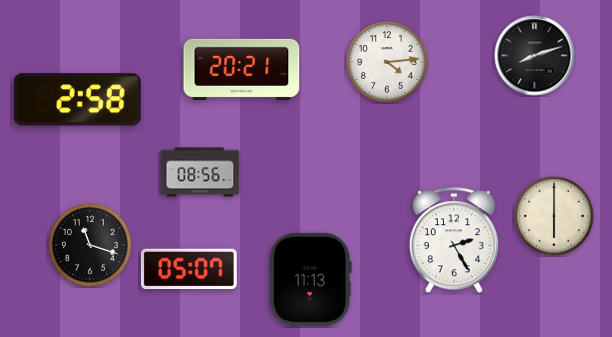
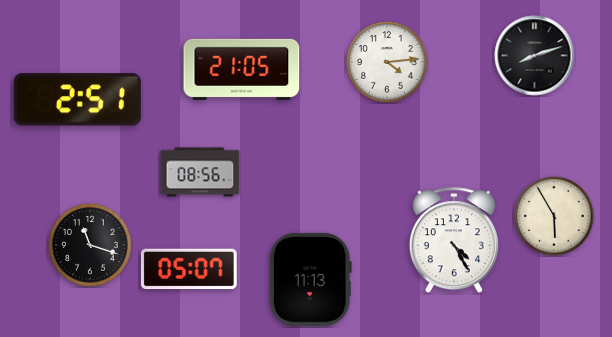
clock at (242, 69): 20:21 -> 21:05
clock at (77, 100): 2:58 -> 2:51
clock at (554, 216): 6:00 -> 5:55
clock at (454, 241): 2:25 -> 4:25
